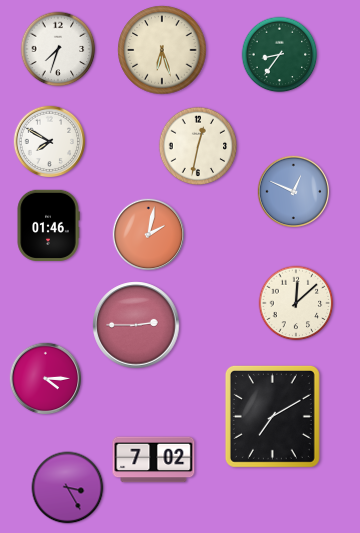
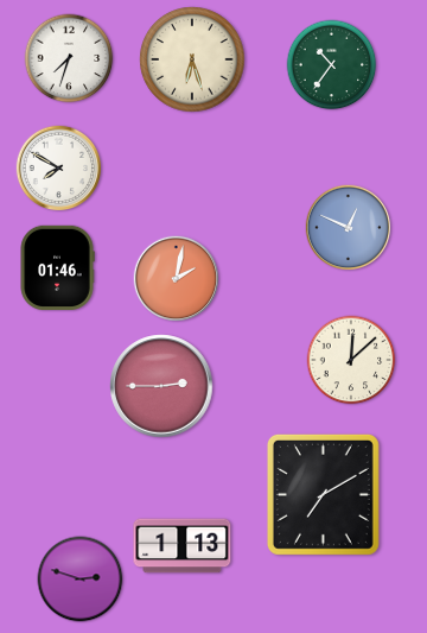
clock at (280, 55): 8:36 -> 10:36
clock at (198, 146): 12:32 -> none
clock at (46, 379): 4:15 -> none
clock at (154, 460): 7:02 -> 1:13
clock at (68, 488): 3:25 -> 2:48
